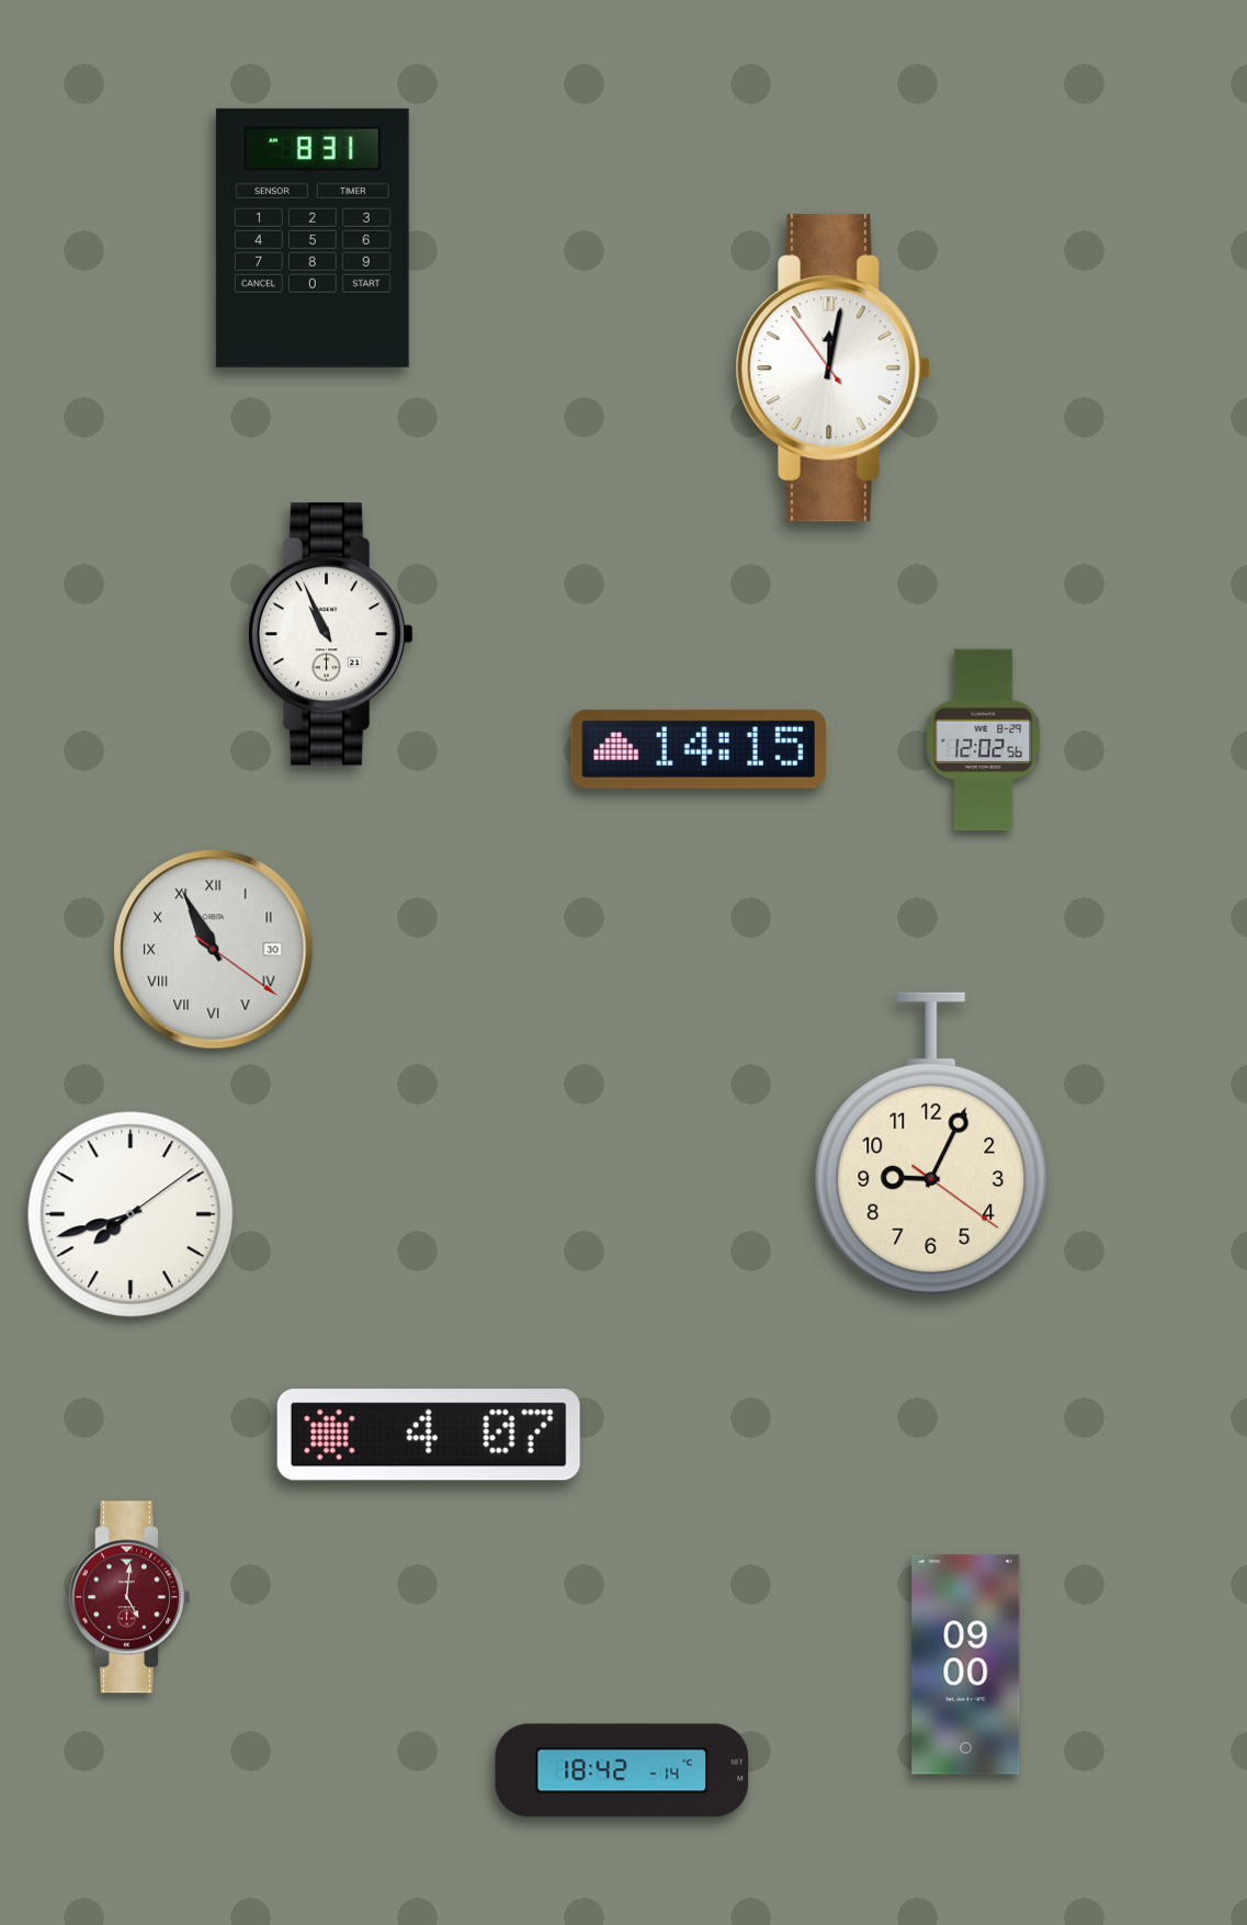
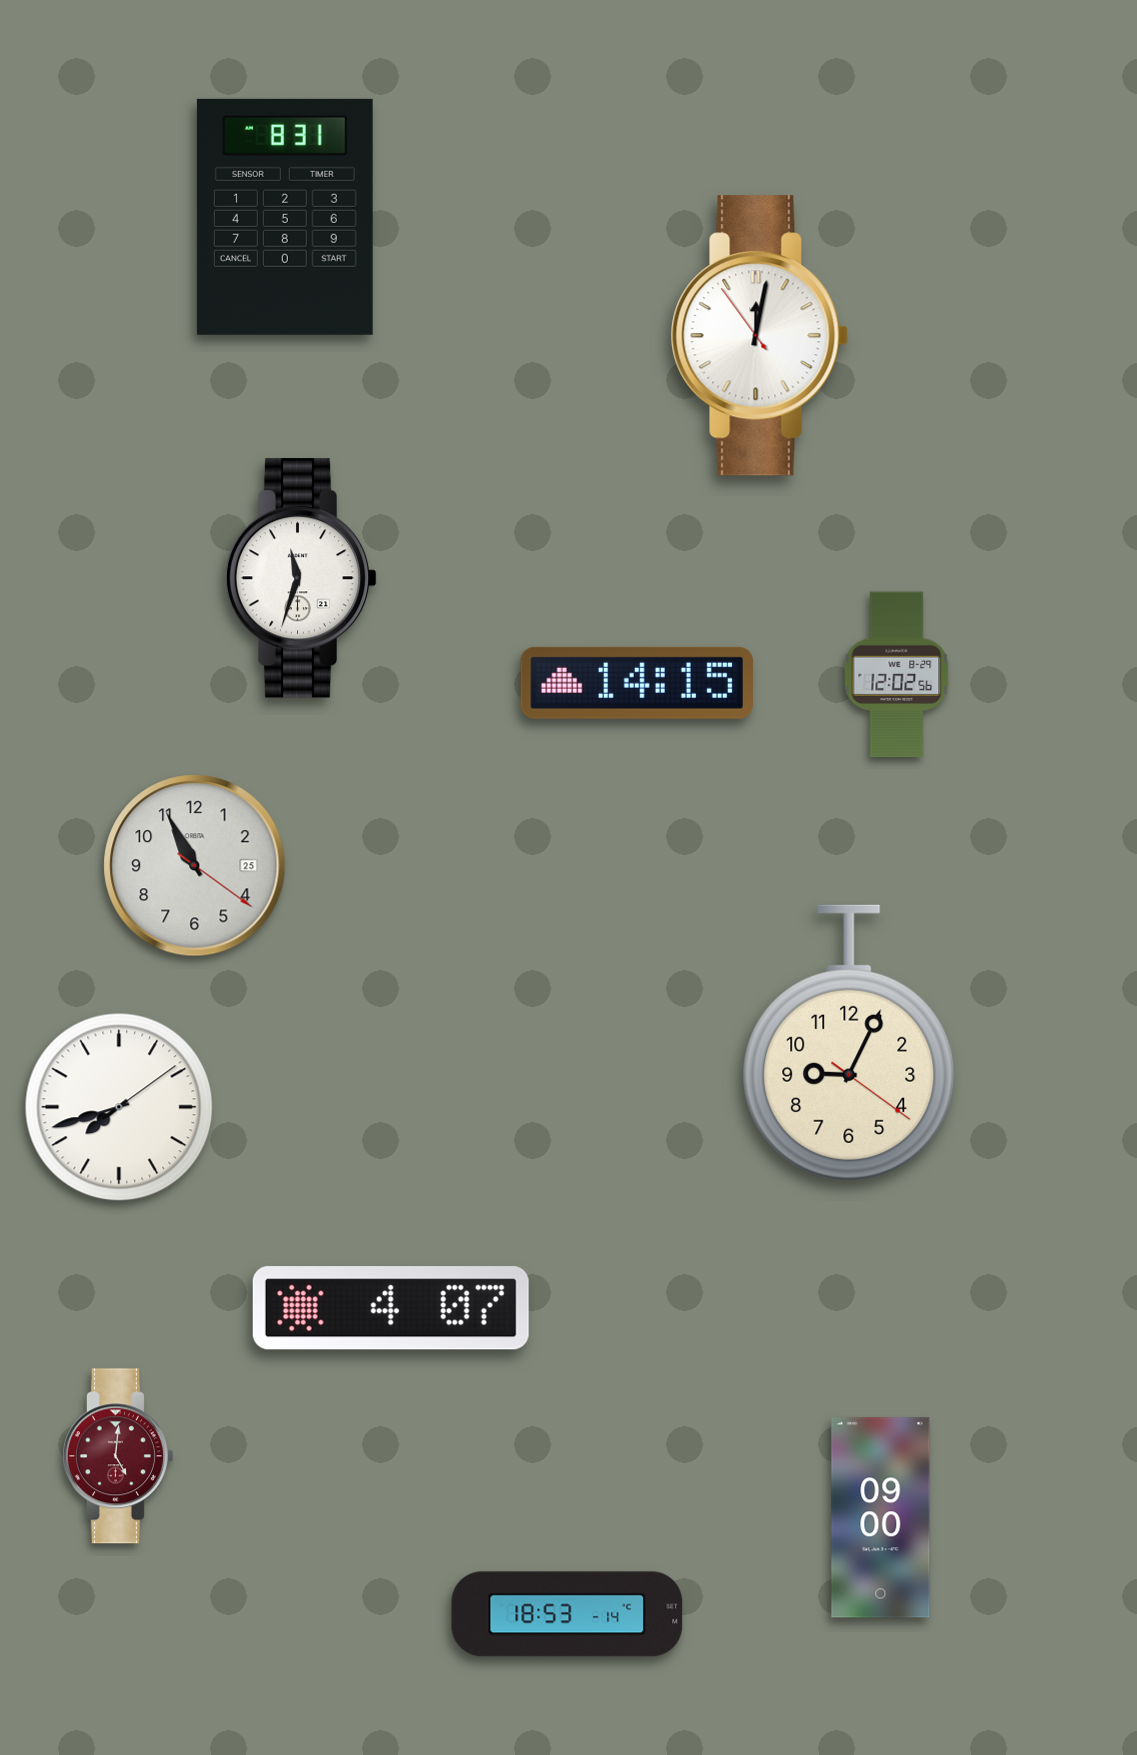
clock at (330, 634): 10:56 -> 11:33
clock at (214, 950) date: 30 -> 25
clock at (214, 950) numerals: Roman -> Arabic
clock at (622, 1770): 18:42 -> 18:53
